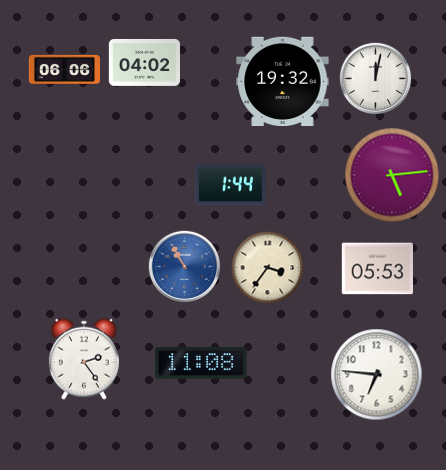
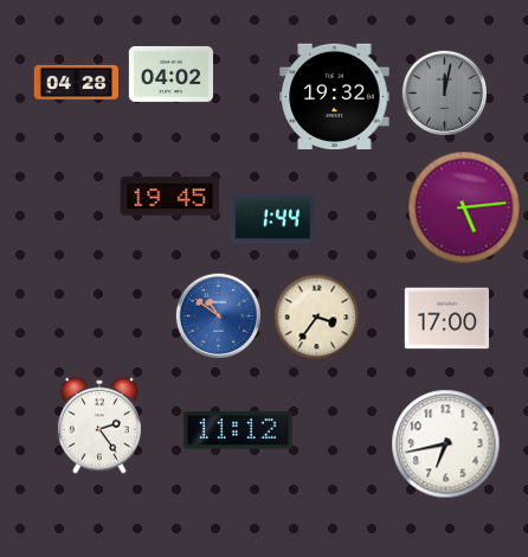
clock at (64, 69): 06:06 -> 04:28
clock at (376, 79) dial: white -> grey
clock at (170, 197): none -> 19:45
clock at (185, 267): 10:55 -> 10:51
clock at (377, 269): 05:53 -> 17:00
clock at (201, 363): 11:08 -> 11:12
clock at (377, 375): 6:46 -> 6:43
